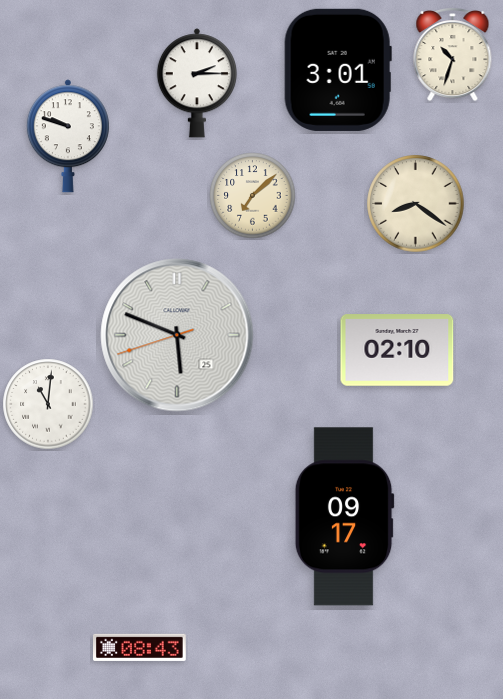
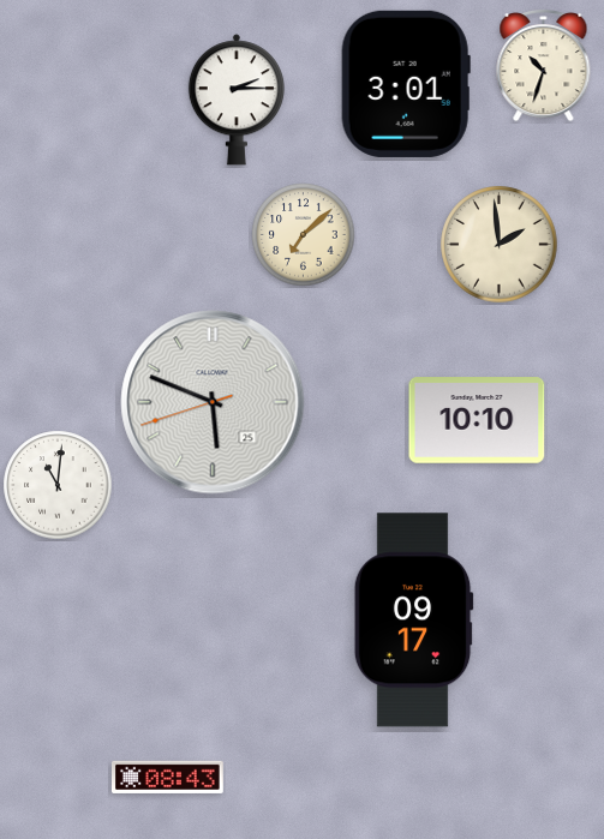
clock at (68, 136): 9:48 -> none
clock at (416, 204): 8:21 -> 1:59
clock at (397, 350): 02:10 -> 10:10
